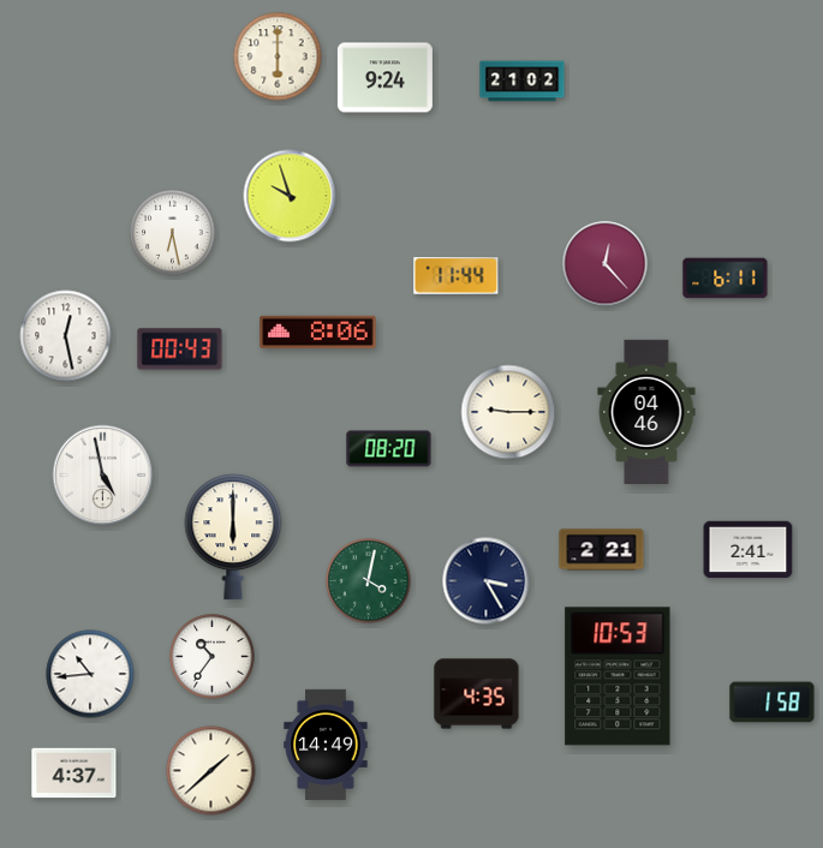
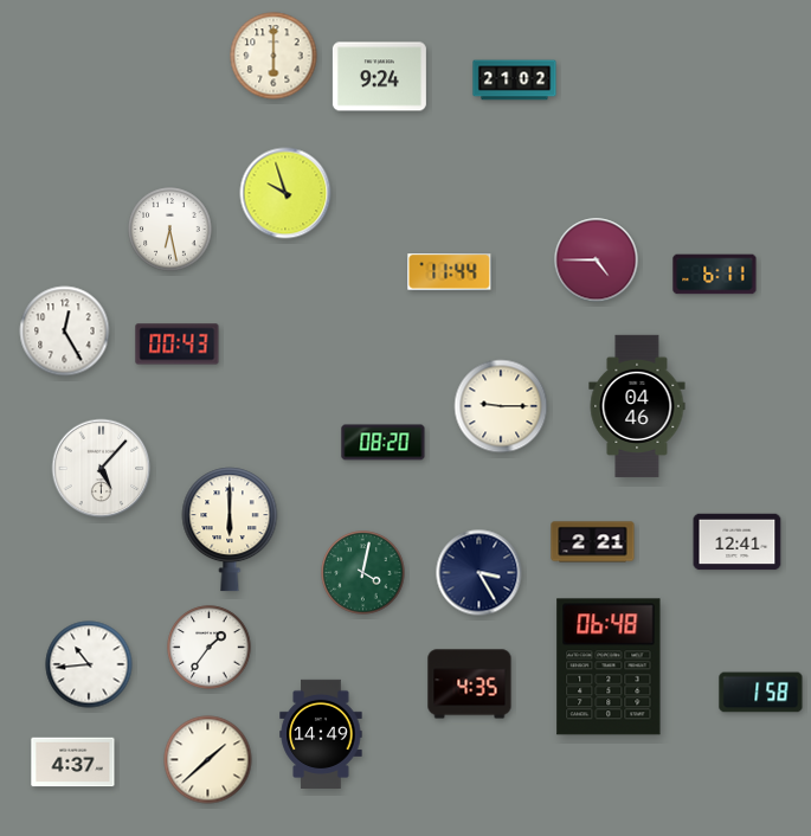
clock at (606, 264): 12:23 -> 4:45
clock at (318, 332): 8:06 -> none
clock at (66, 336): 12:28 -> 12:25
clock at (103, 476): 4:58 -> 5:07
clock at (749, 550): 2:41 -> 12:41
clock at (213, 657): 10:36 -> 1:36
clock at (618, 676): 10:53 -> 06:48
